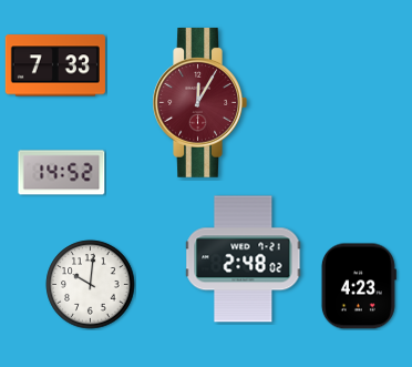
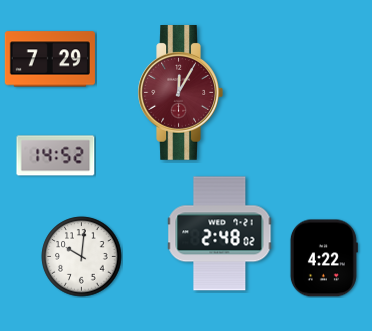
clock at (55, 65): 7:33 -> 7:29
clock at (359, 286): 4:23 -> 4:22
